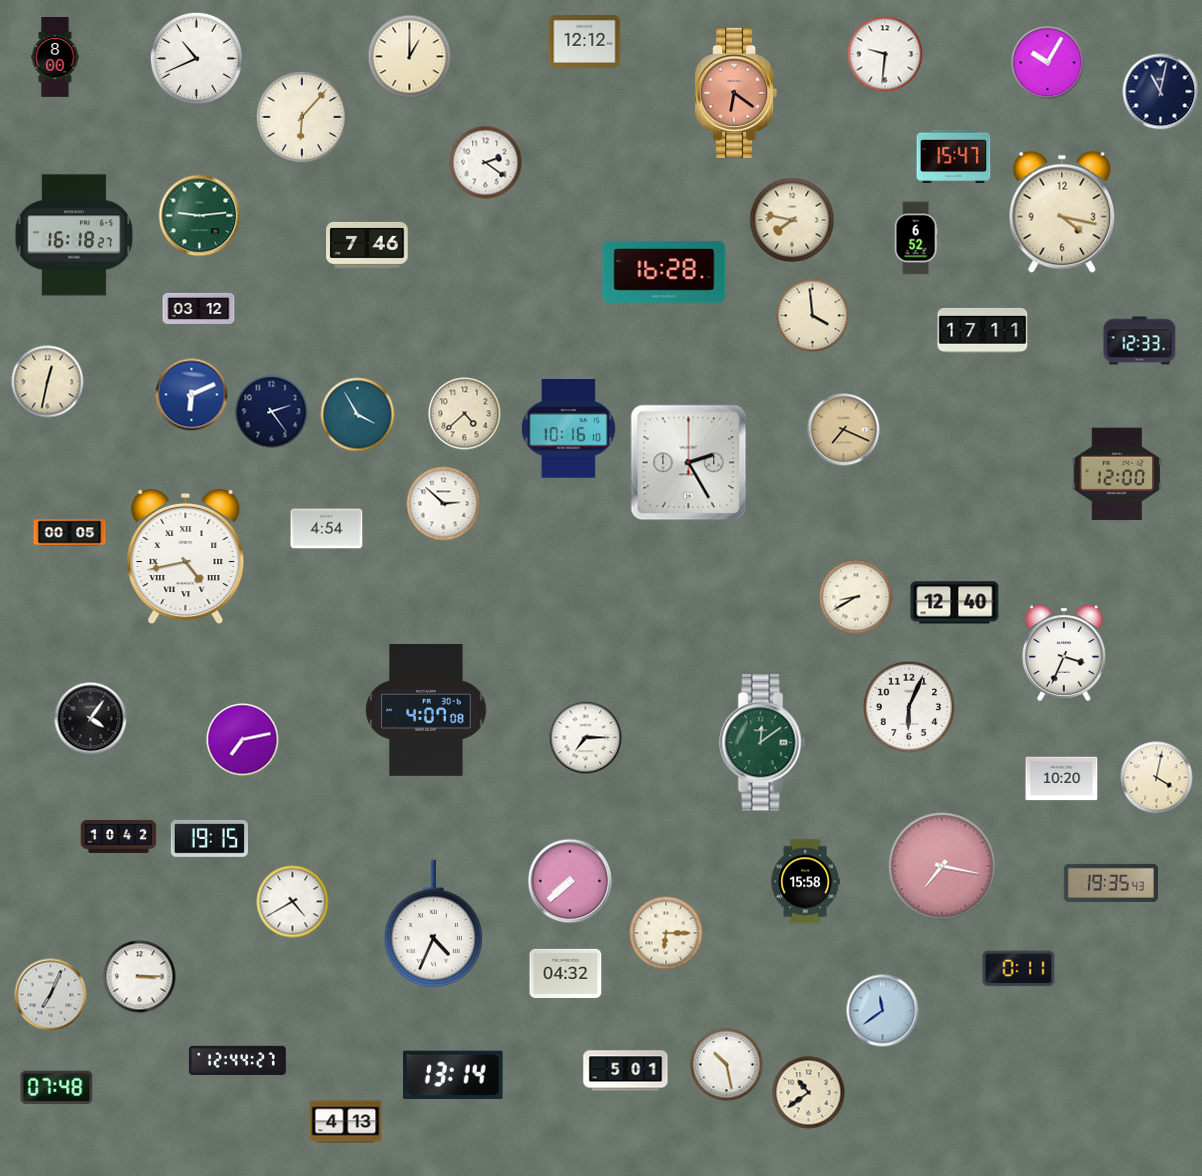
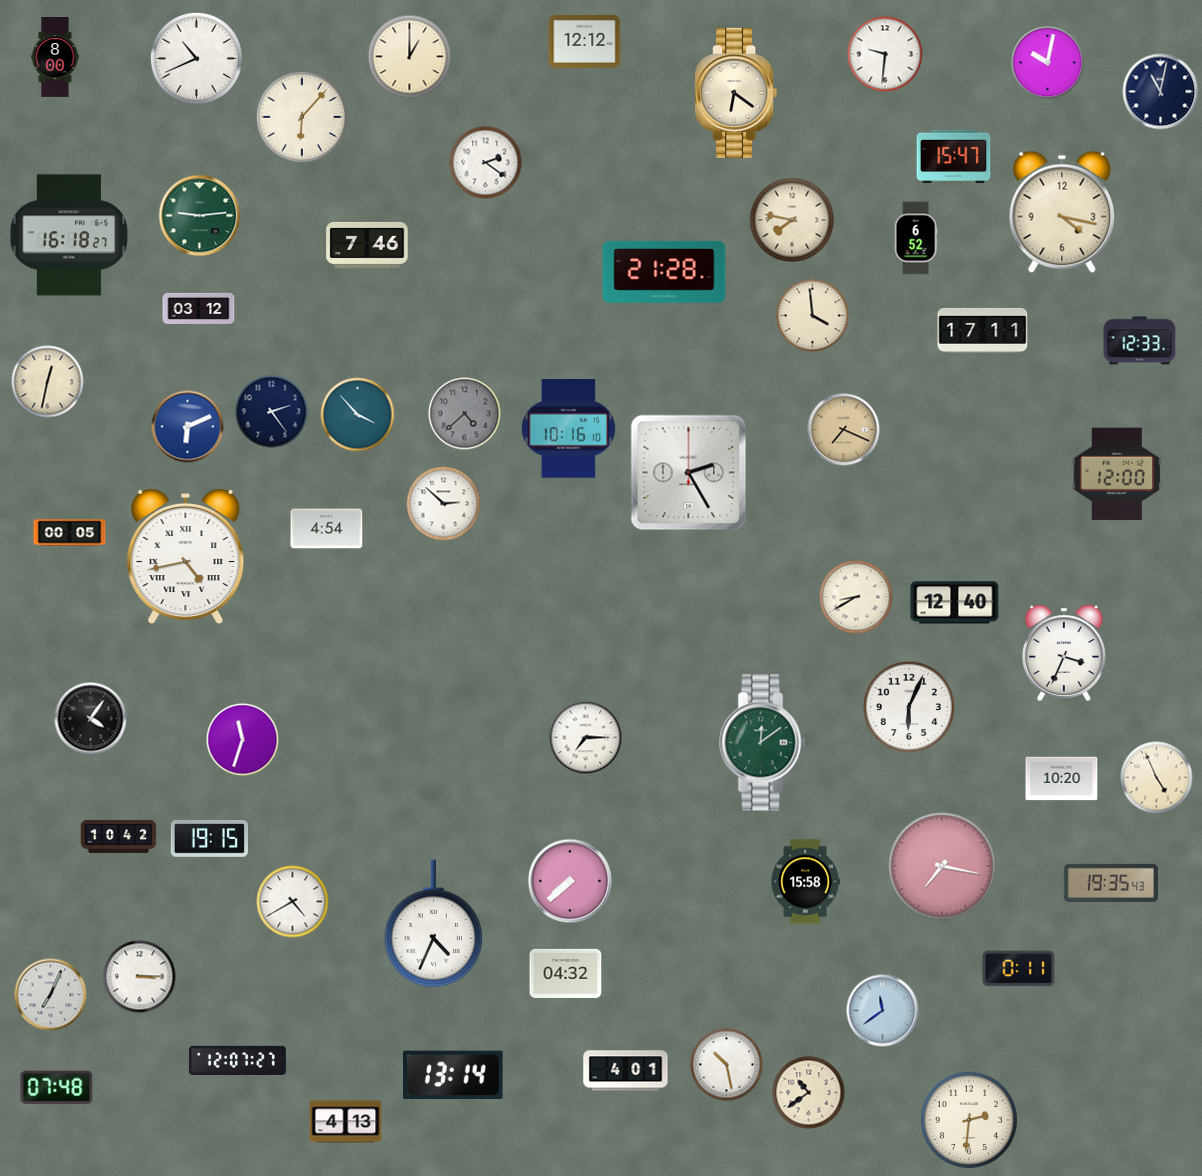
clock at (1048, 63): 10:05 -> 10:02
clock at (736, 93) dial: salmon -> cream
clock at (74, 235) position: (74, 235) -> (69, 235)
clock at (664, 272): 16:28 -> 21:28
clock at (192, 395) position: (192, 395) -> (188, 427)
clock at (465, 414) dial: cream -> grey
clock at (358, 415): 3:55 -> 3:53
clock at (689, 463) position: (689, 463) -> (689, 473)
clock at (426, 710): 4:07 -> none
clock at (243, 740): 7:13 -> 11:33
clock at (1157, 778): 4:02 -> 4:56
clock at (666, 933): 6:15 -> none
clock at (237, 1060): 12:44 -> 12:07
clock at (626, 1071): 5:01 -> 4:01
clock at (969, 1120): none -> 2:31
